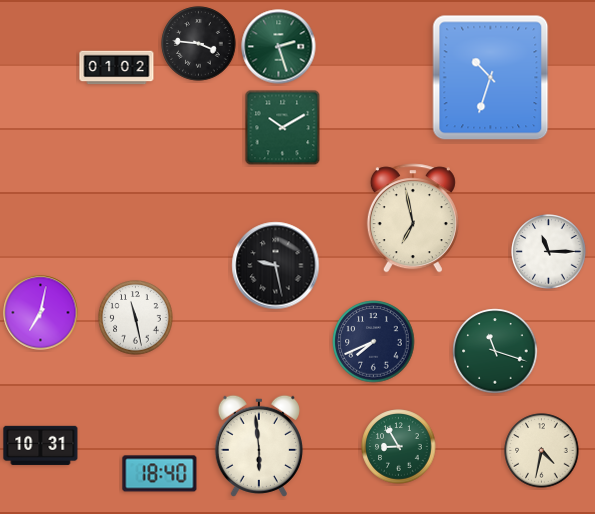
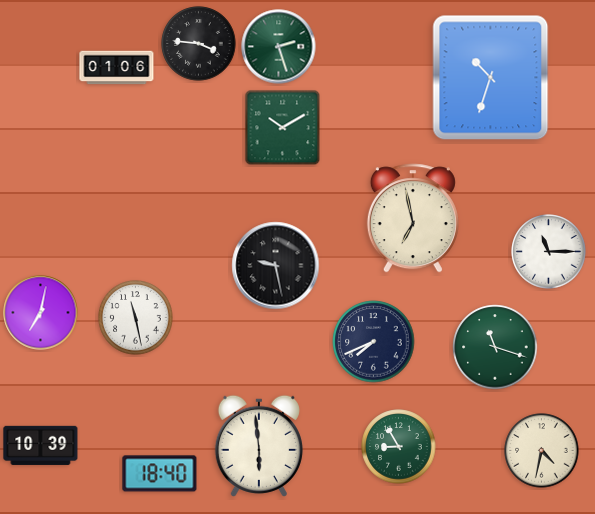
clock at (117, 68): 01:02 -> 01:06
clock at (495, 351) position: (495, 351) -> (495, 347)
clock at (41, 445): 10:31 -> 10:39
